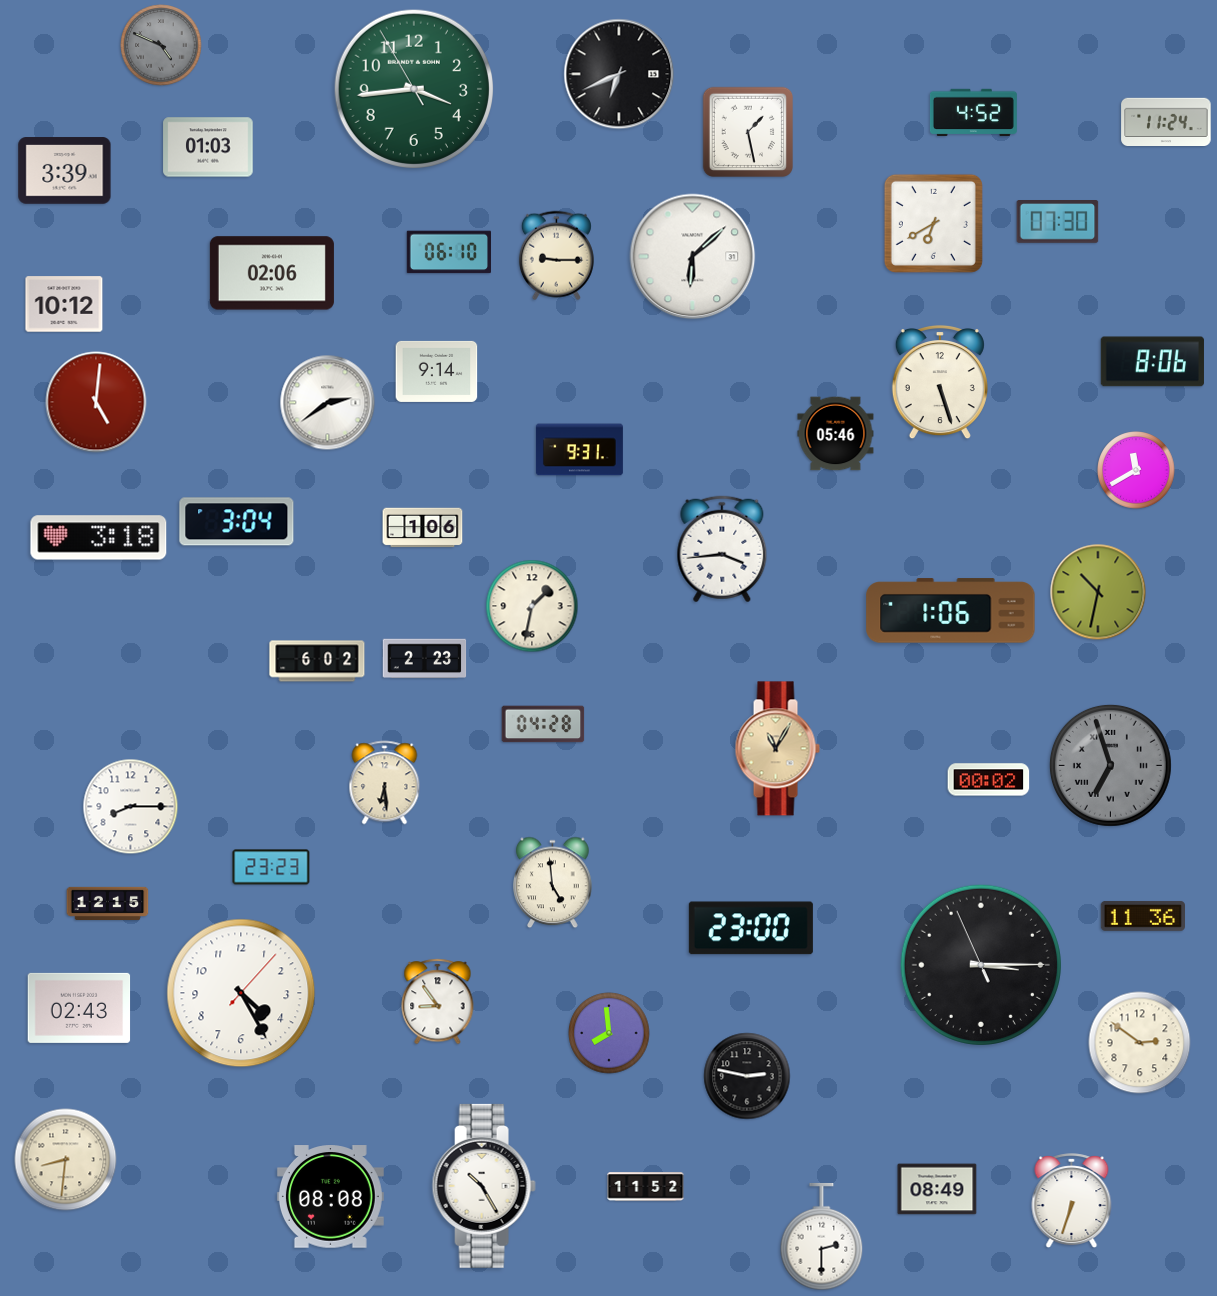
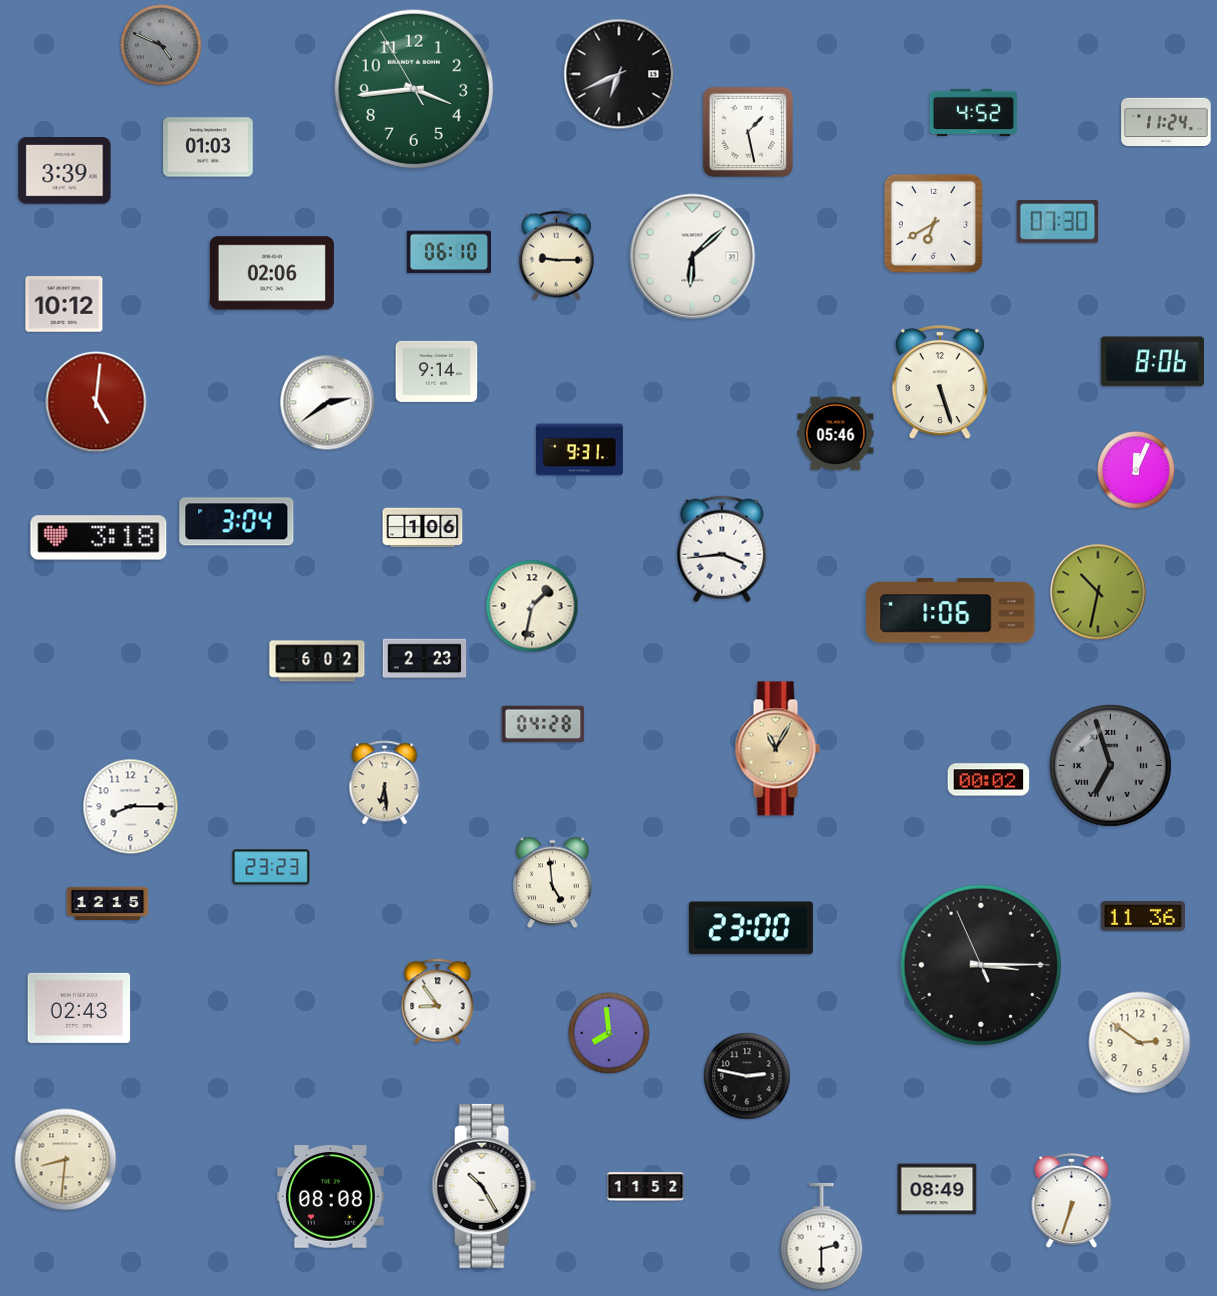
clock at (1136, 470): 11:40 -> 12:04
clock at (241, 993): 4:25 -> none
